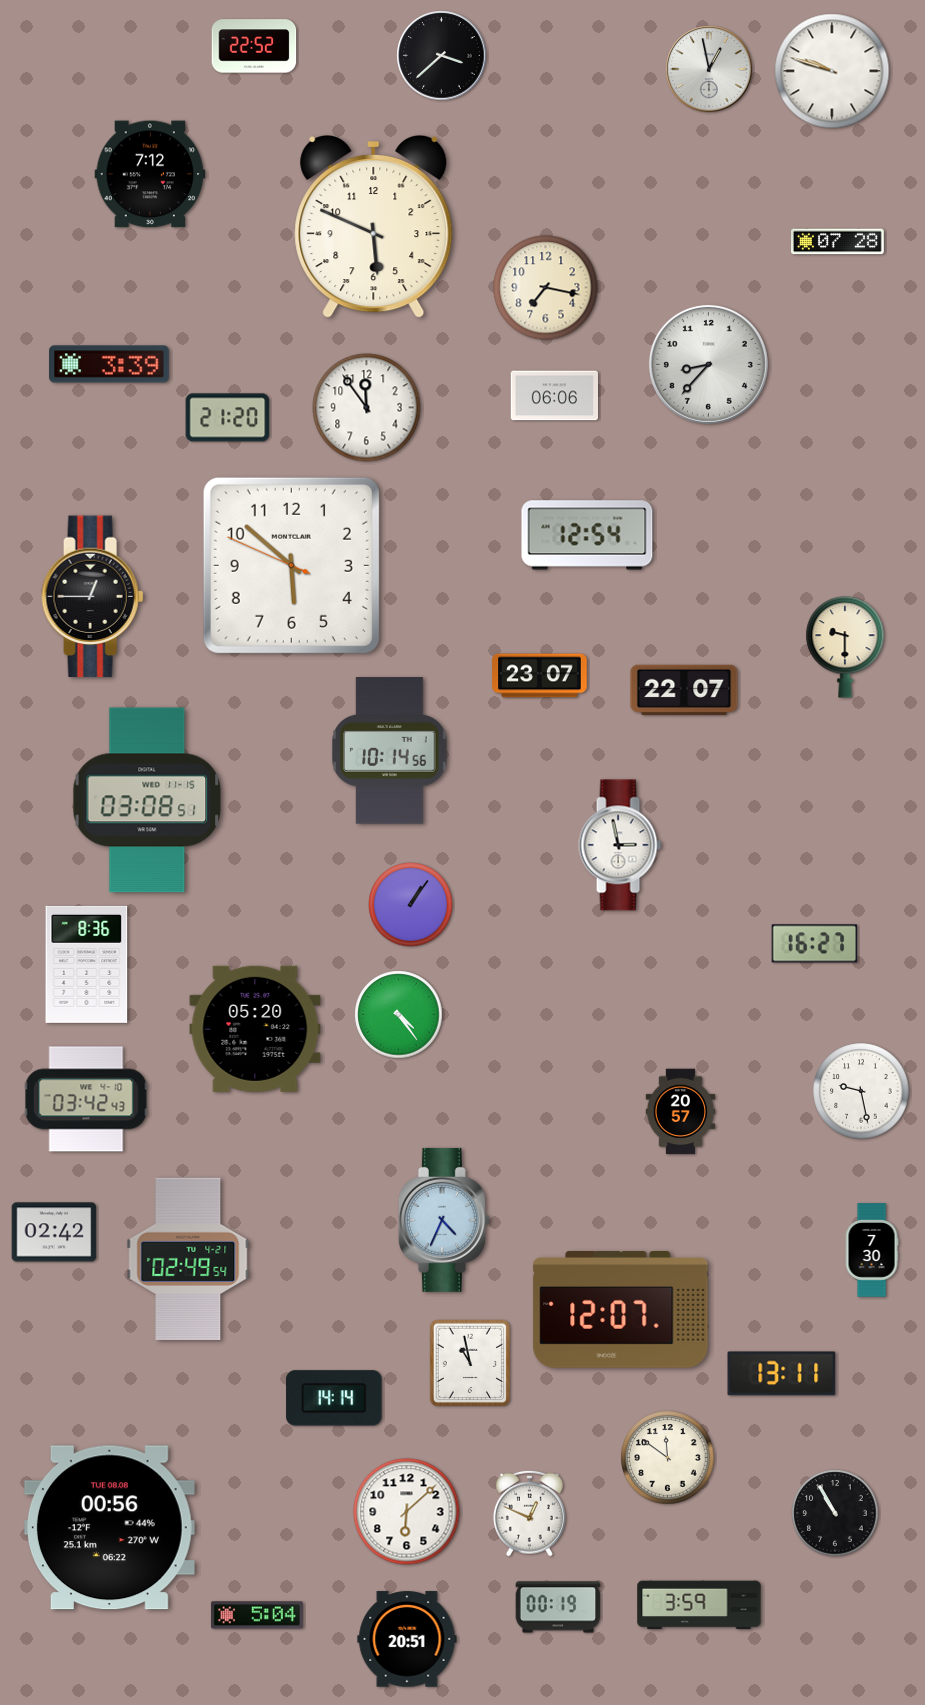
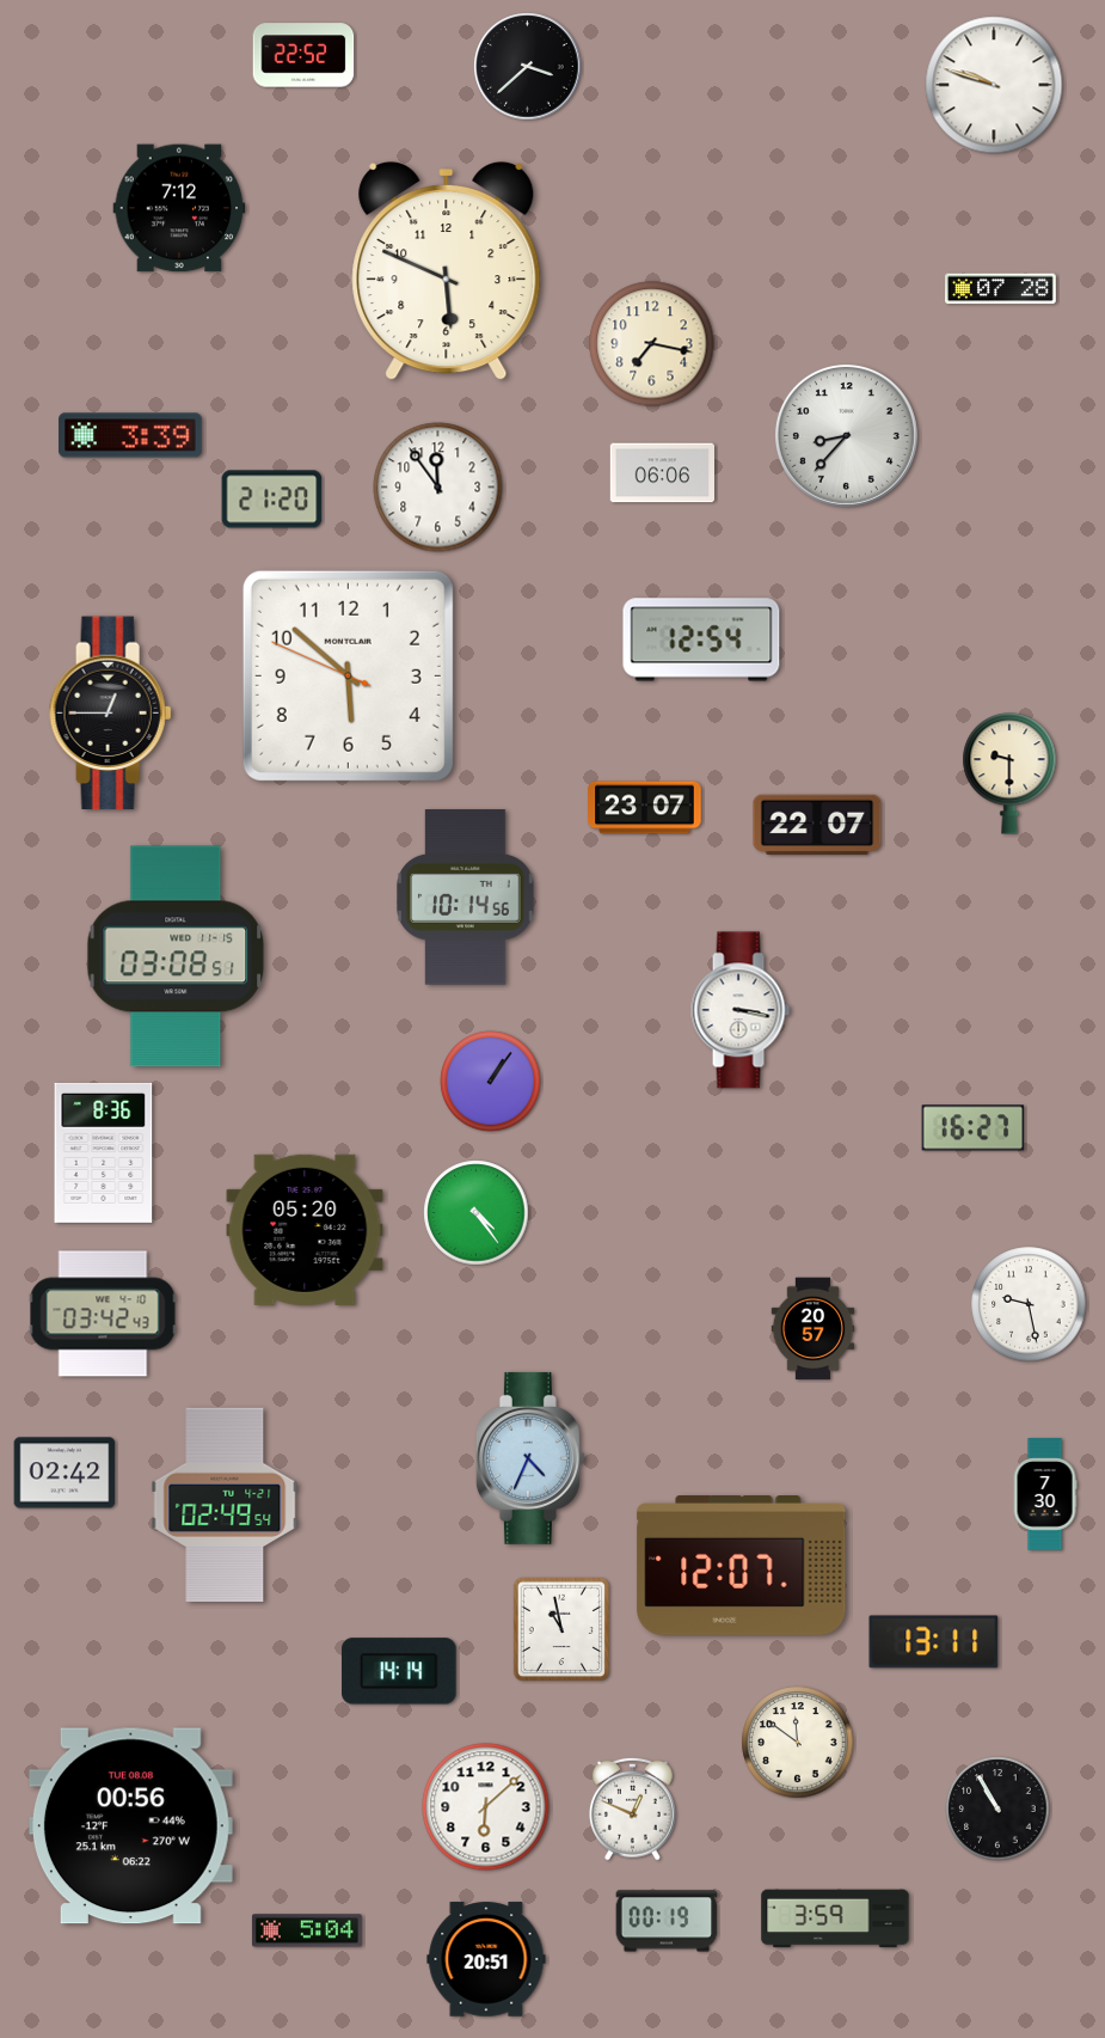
clock at (709, 69): 12:58 -> none
clock at (620, 845): 2:58 -> 3:17
clock at (872, 1250) position: (872, 1250) -> (1045, 1494)
